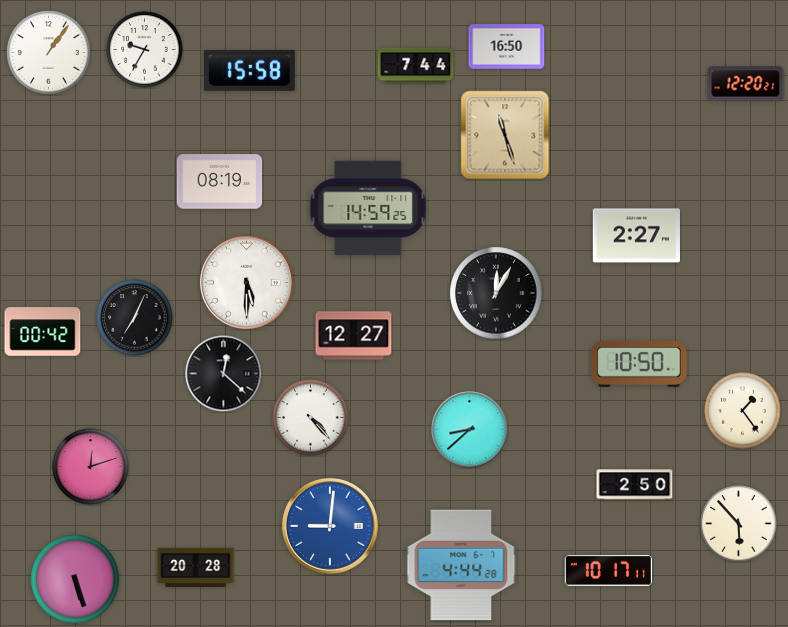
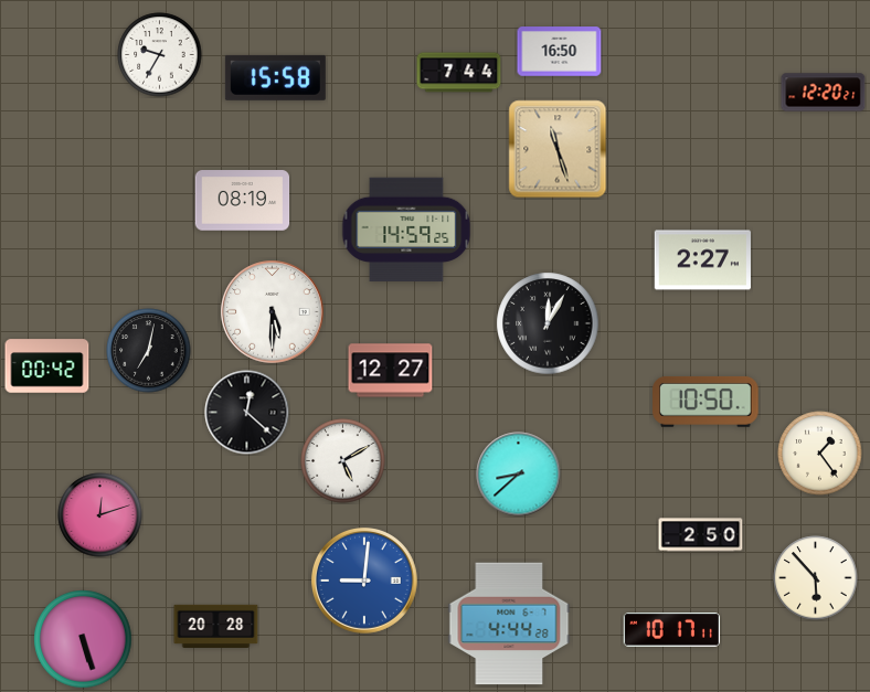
clock at (49, 53): 1:06 -> none
clock at (135, 318): 7:04 -> 7:02
clock at (311, 418): 4:23 -> 5:10
